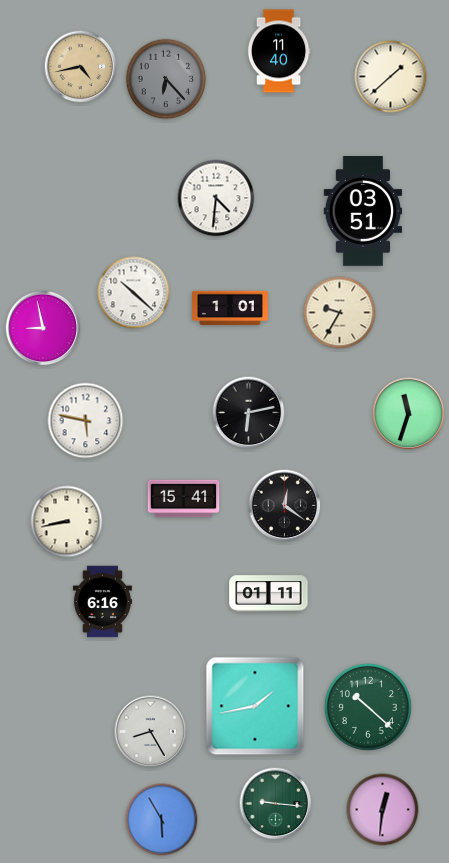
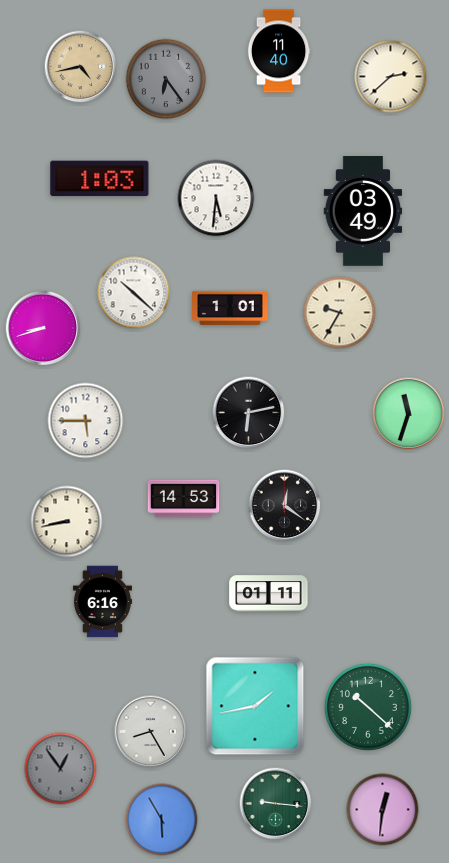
clock at (391, 77): 1:38 -> 2:38
clock at (166, 79): 6:23 -> 6:24
clock at (100, 179): none -> 1:03
clock at (216, 198): 4:31 -> 5:31
clock at (363, 211): 03:51 -> 03:49
clock at (43, 328): 8:58 -> 8:42
clock at (86, 421): 5:47 -> 5:45
clock at (184, 499): 15:41 -> 14:53
clock at (61, 769): none -> 12:54
